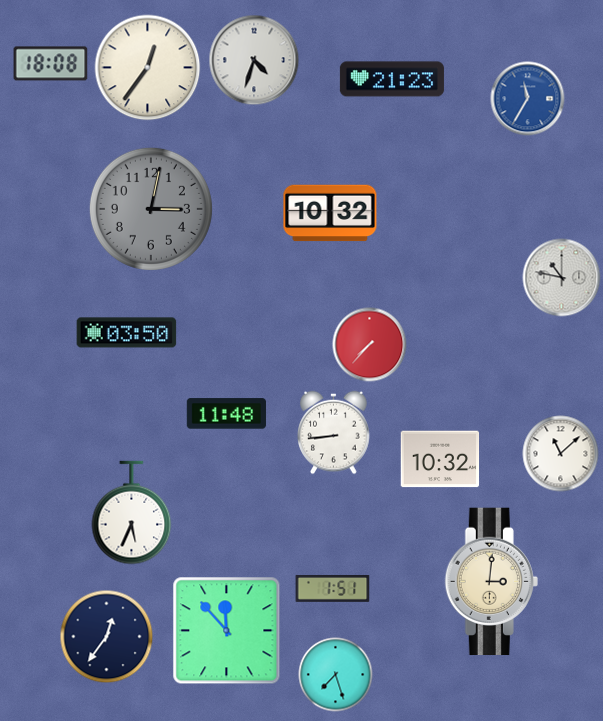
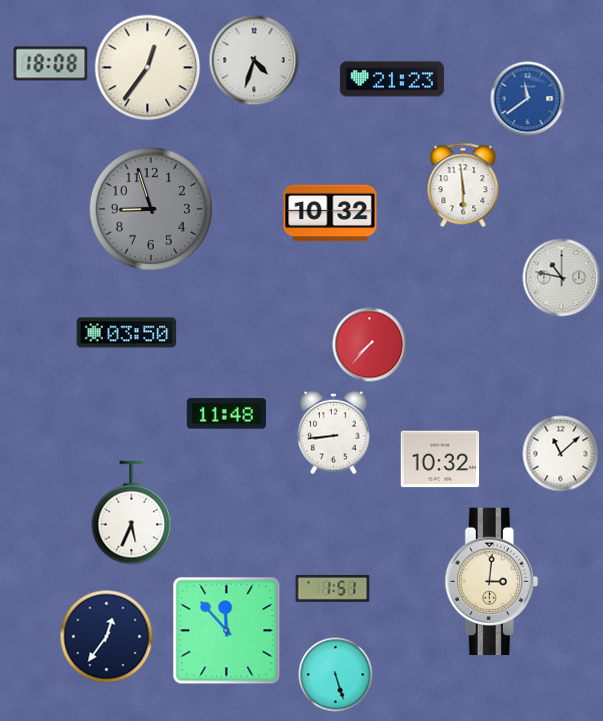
clock at (528, 99): 11:35 -> 11:39
clock at (463, 185): none -> 5:59
clock at (151, 209): 3:02 -> 8:57
clock at (336, 675): 7:27 -> 5:27
